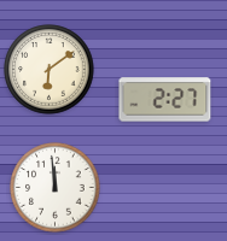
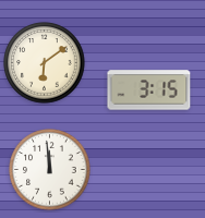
clock at (165, 100): 2:27 -> 3:15
